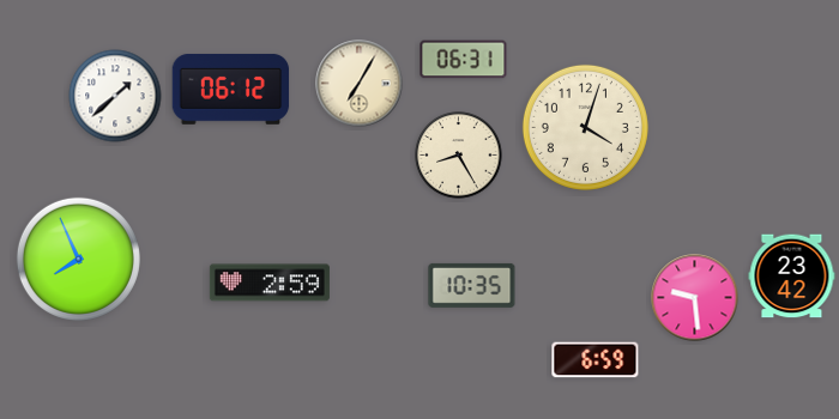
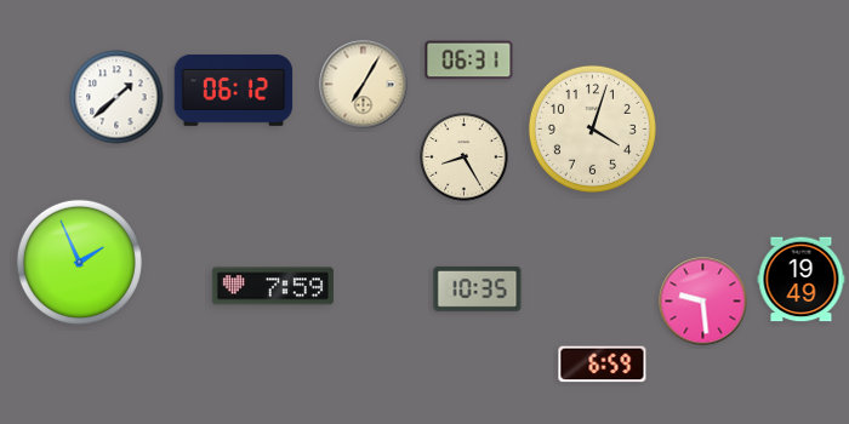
clock at (78, 259): 7:56 -> 1:56
clock at (792, 277): 23:42 -> 19:49
clock at (270, 283): 2:59 -> 7:59
